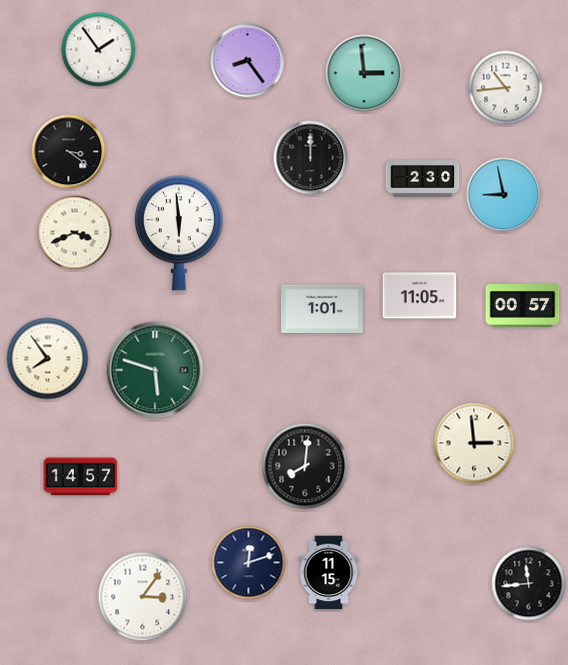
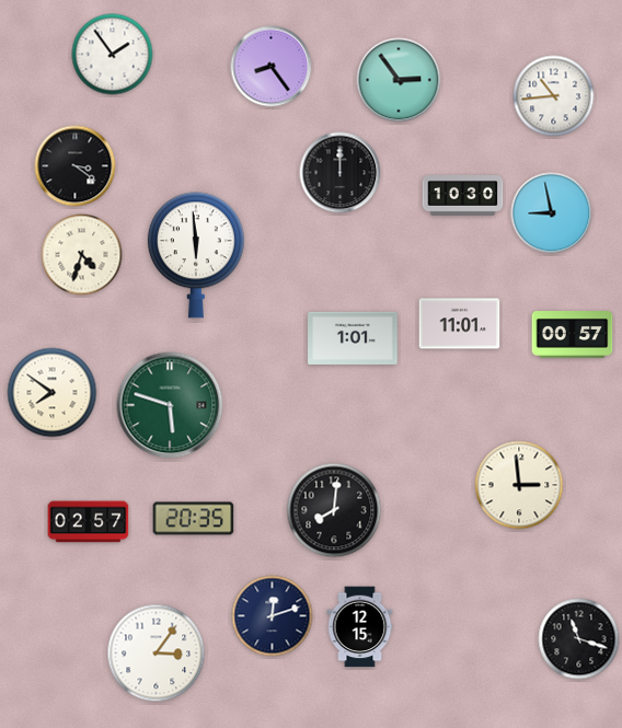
clock at (99, 50) position: (99, 50) -> (113, 55)
clock at (364, 73): 2:59 -> 2:54
clock at (423, 179): 2:30 -> 10:30
clock at (75, 233): 3:41 -> 4:33
clock at (420, 296): 11:05 -> 11:01
clock at (48, 359): 7:54 -> 7:51
clock at (194, 519): none -> 20:35
clock at (81, 477): 14:57 -> 02:57
clock at (329, 573): 11:15 -> 12:15
clock at (529, 584): 11:44 -> 11:18
